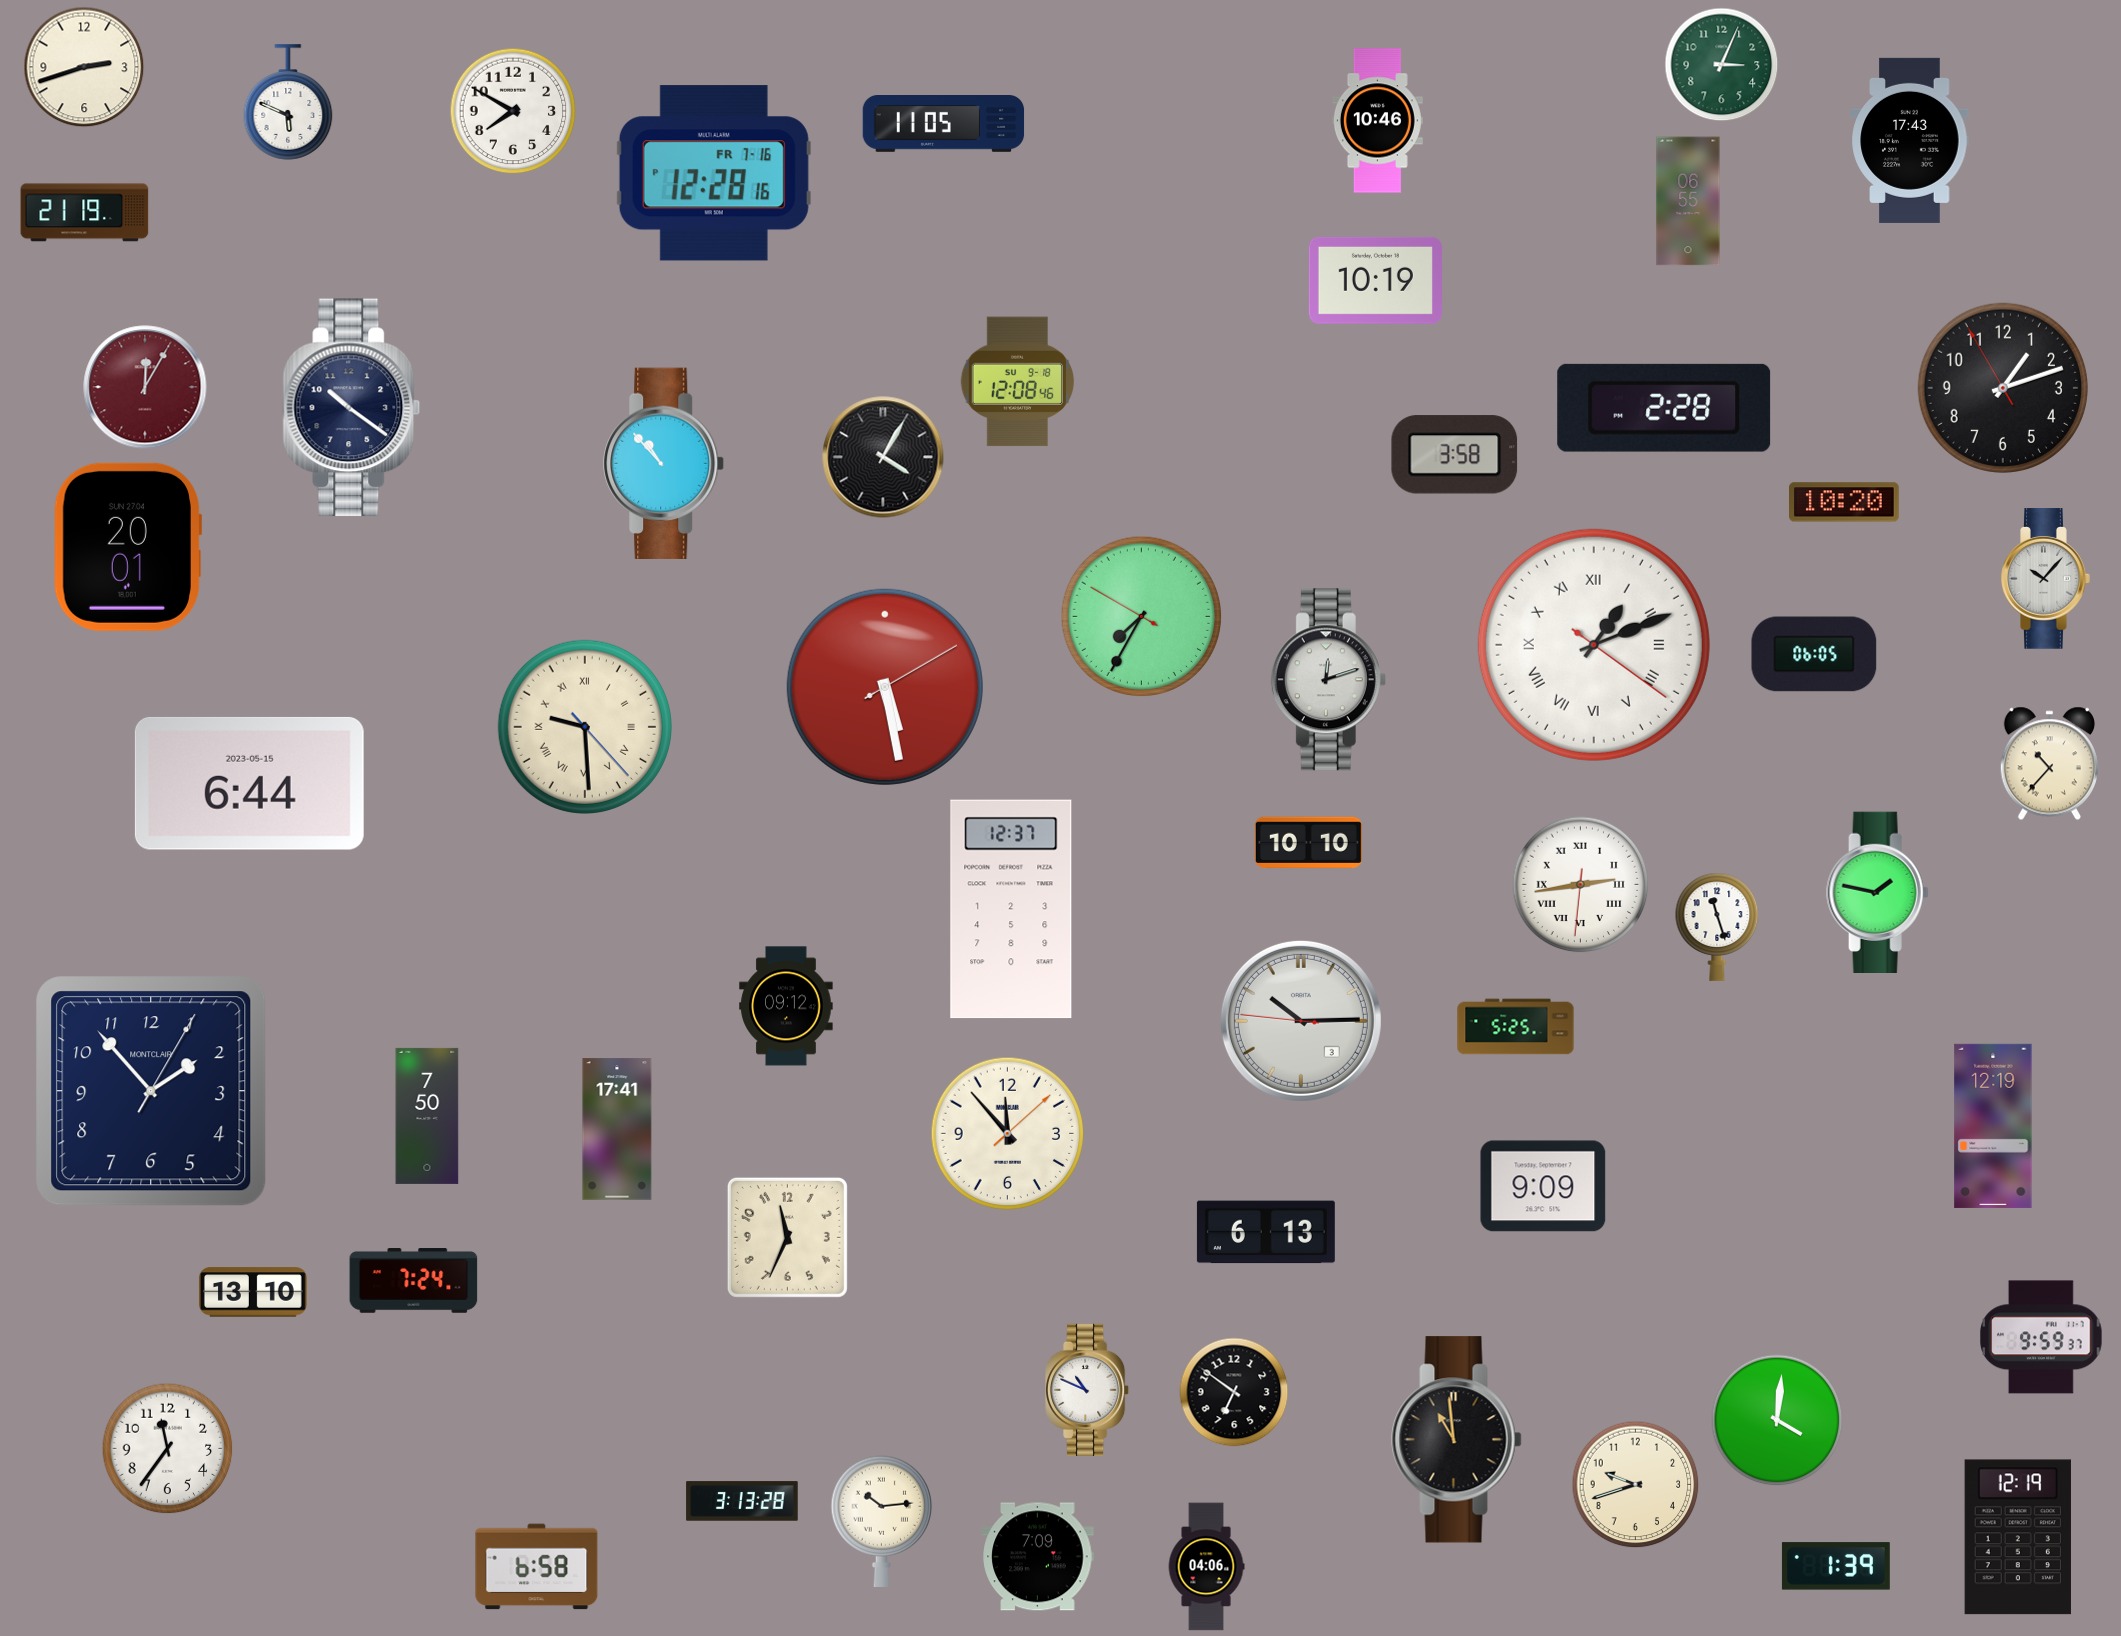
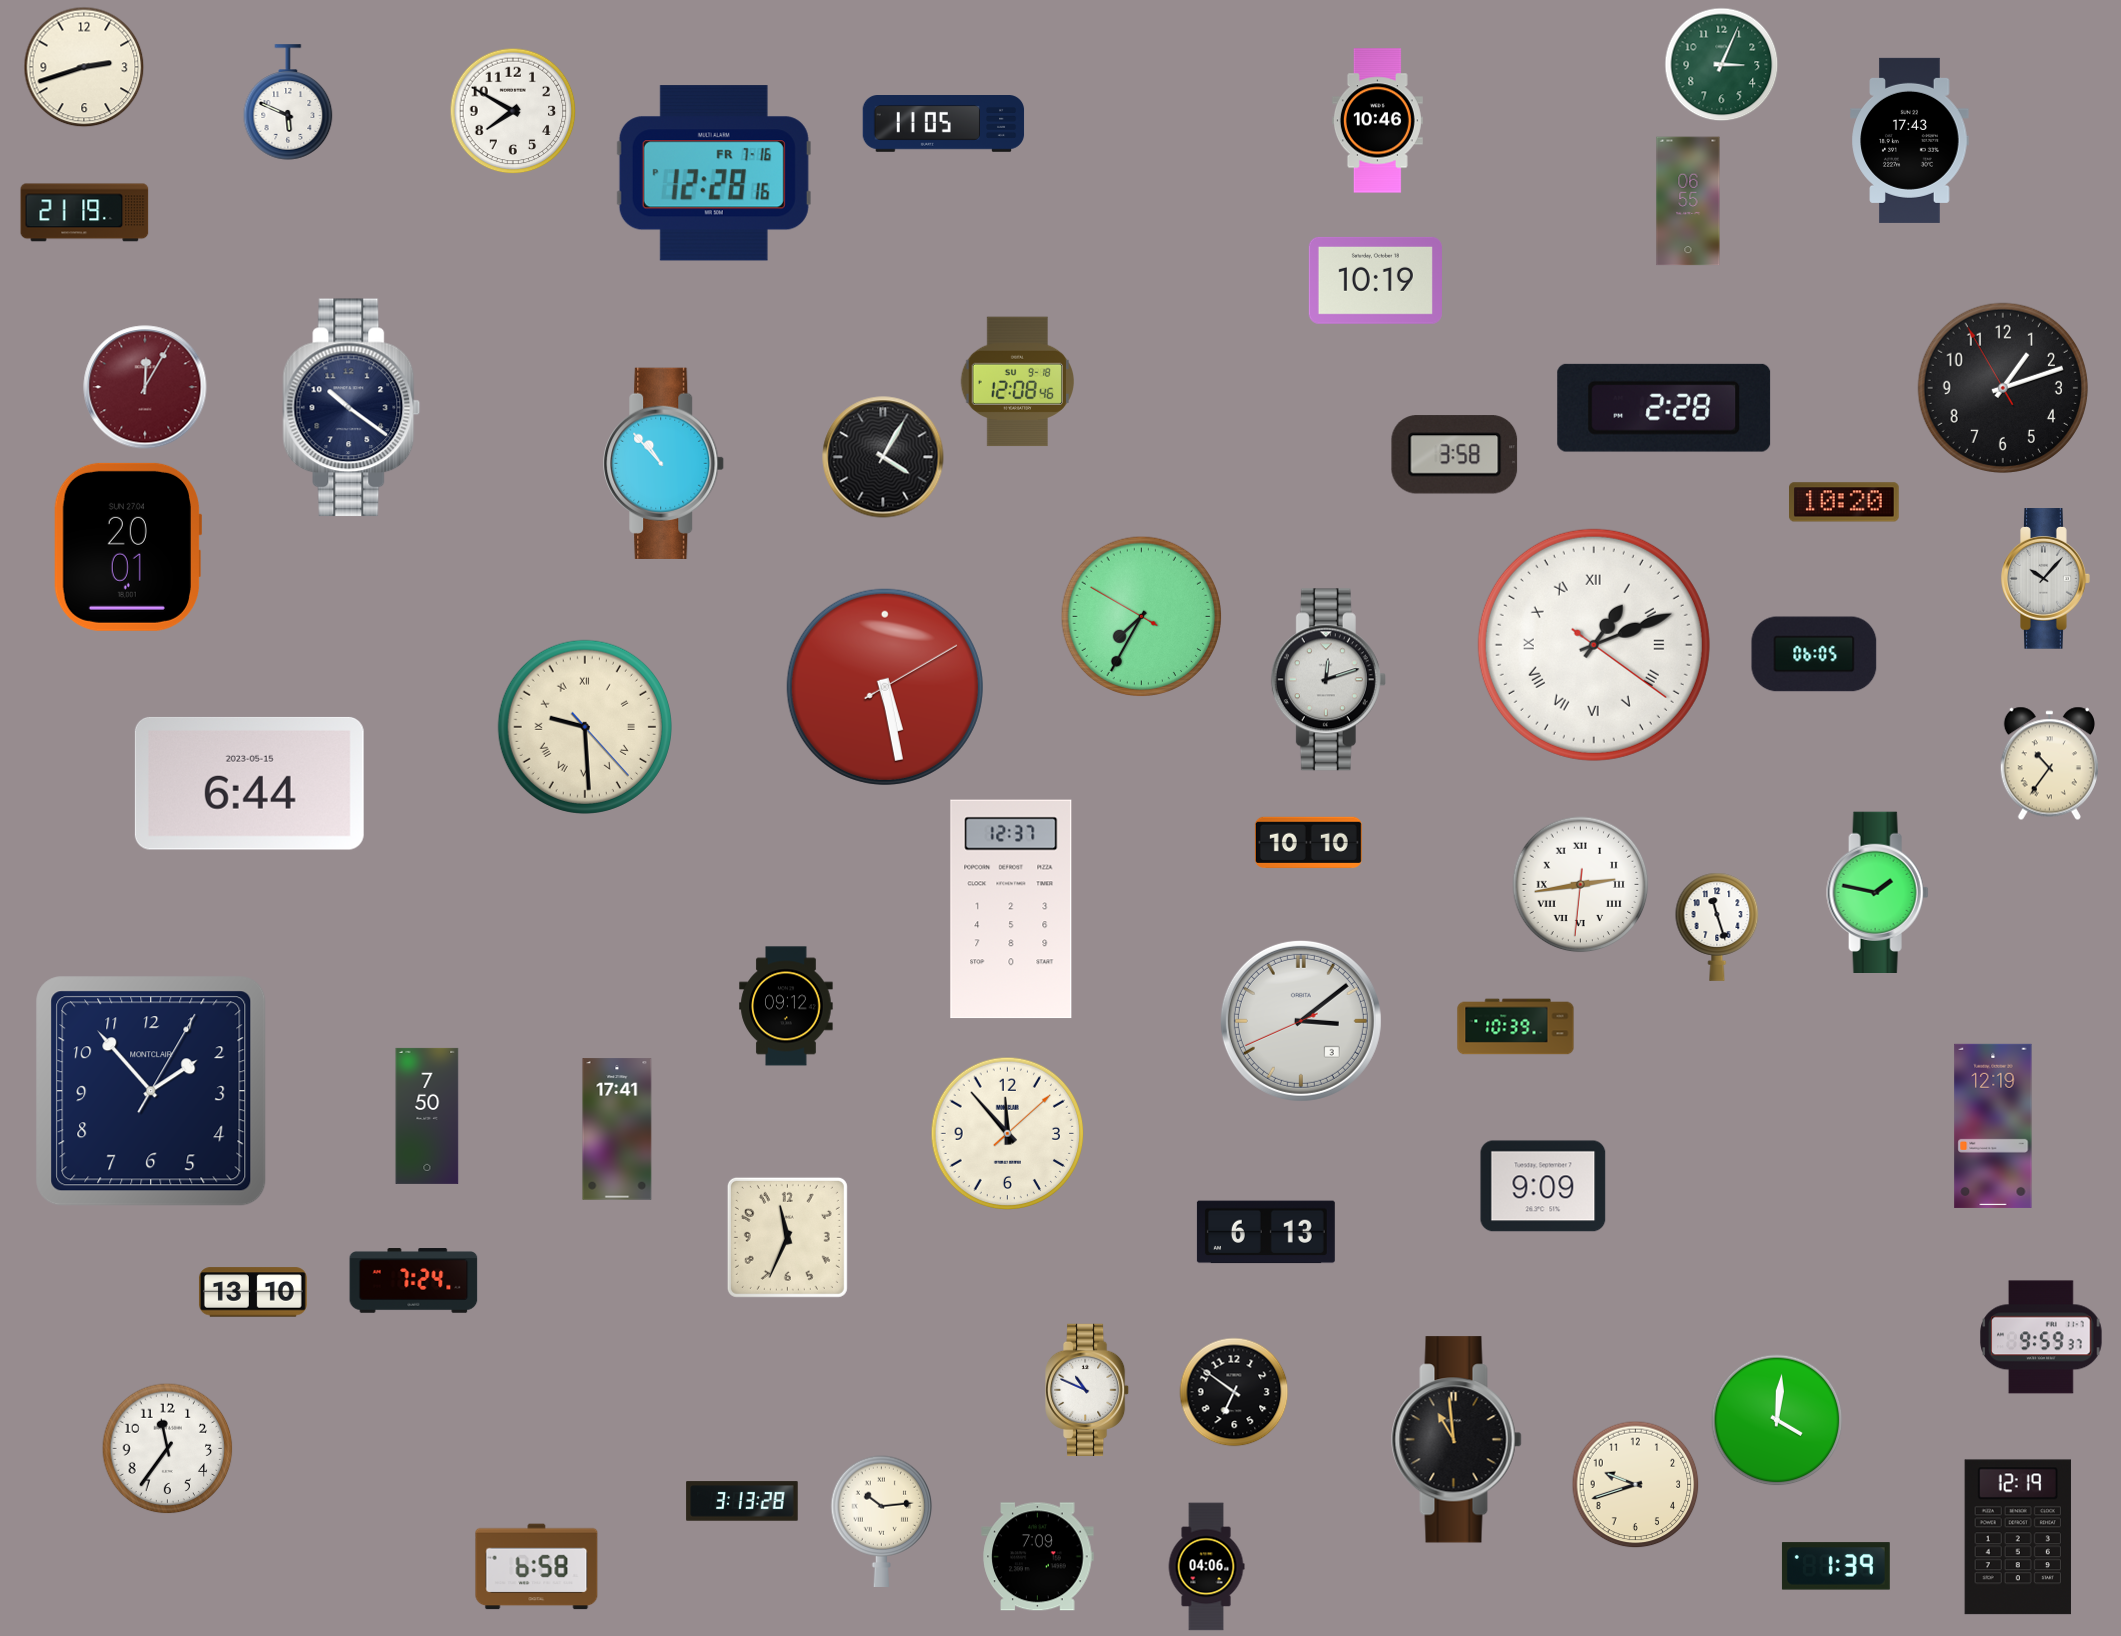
clock at (2049, 764): 10:37 -> 10:36
clock at (1301, 1021): 10:14 -> 3:08
clock at (1516, 1027): 5:25 -> 10:39
